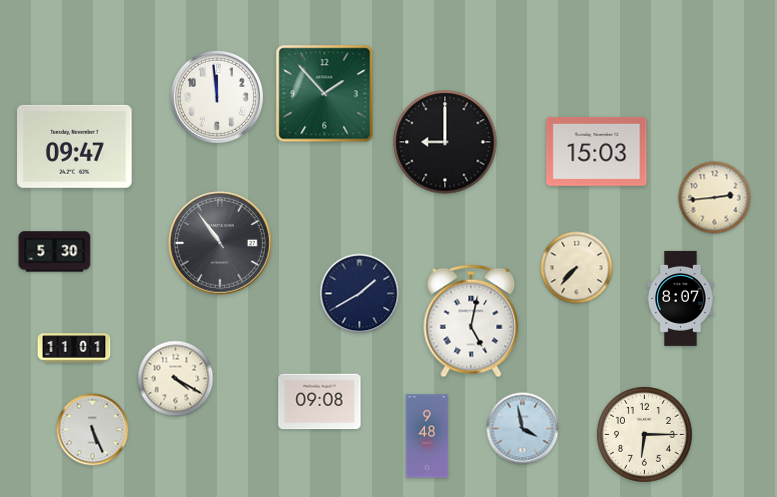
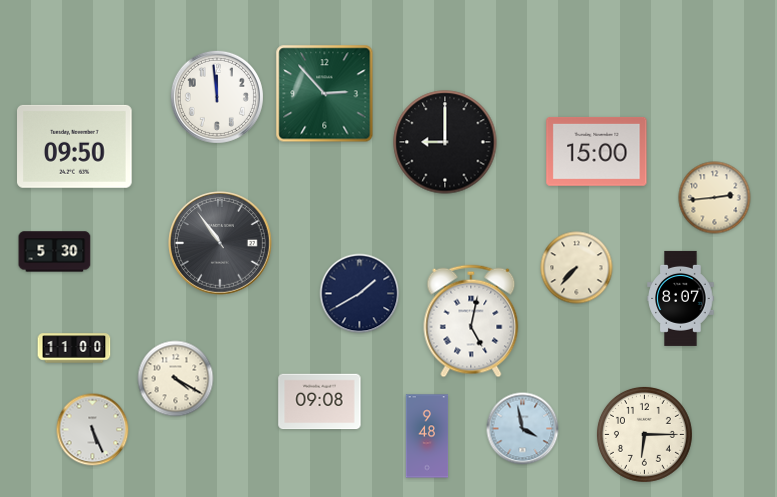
clock at (325, 94): 1:53 -> 2:53
clock at (75, 146): 09:47 -> 09:50
clock at (597, 151): 15:03 -> 15:00
clock at (74, 348): 11:01 -> 11:00
